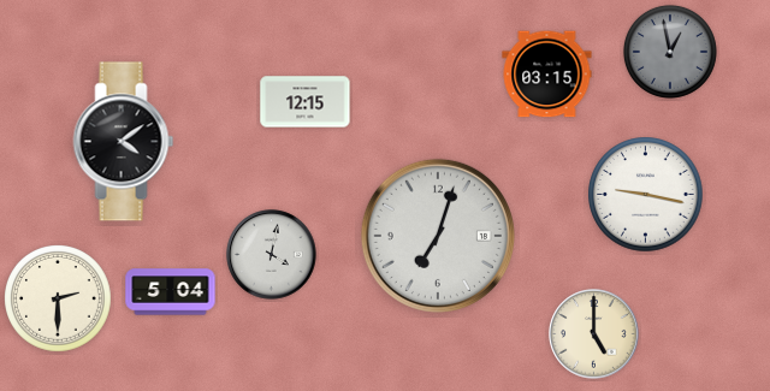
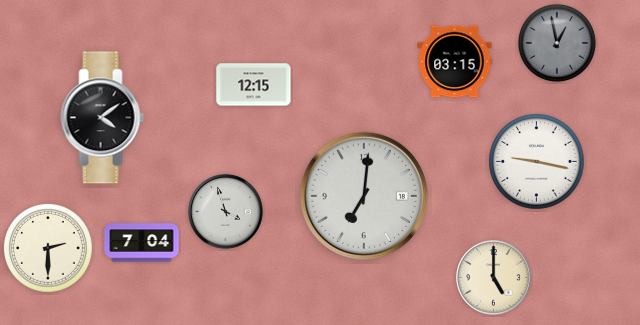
clock at (438, 236): 7:03 -> 7:01
clock at (272, 255): 4:02 -> 3:57
clock at (171, 292): 5:04 -> 7:04
